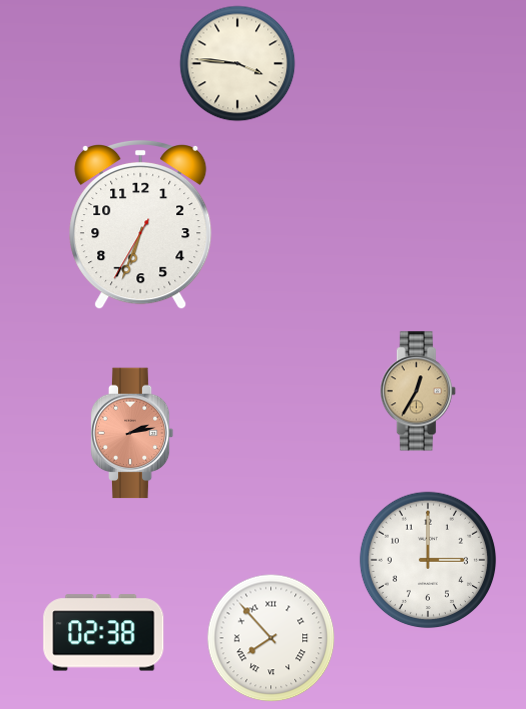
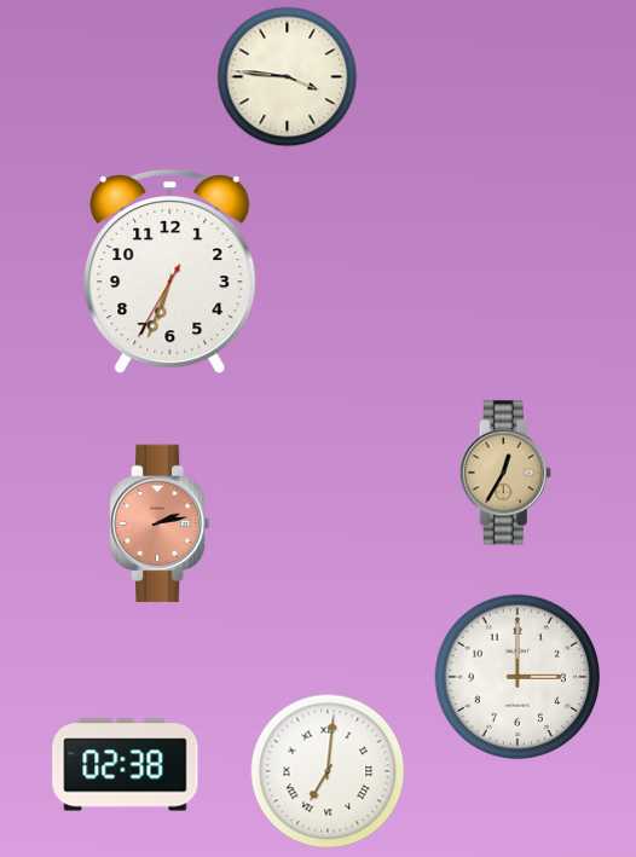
clock at (271, 638): 7:53 -> 7:01
